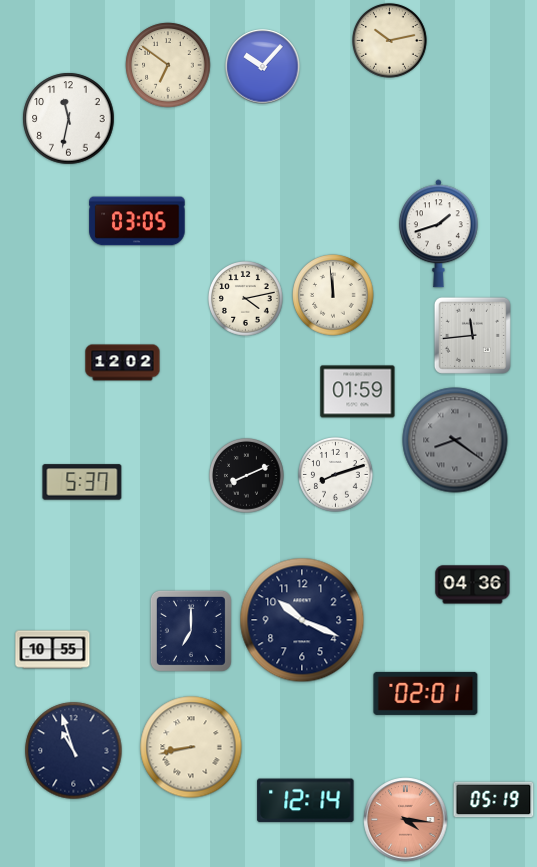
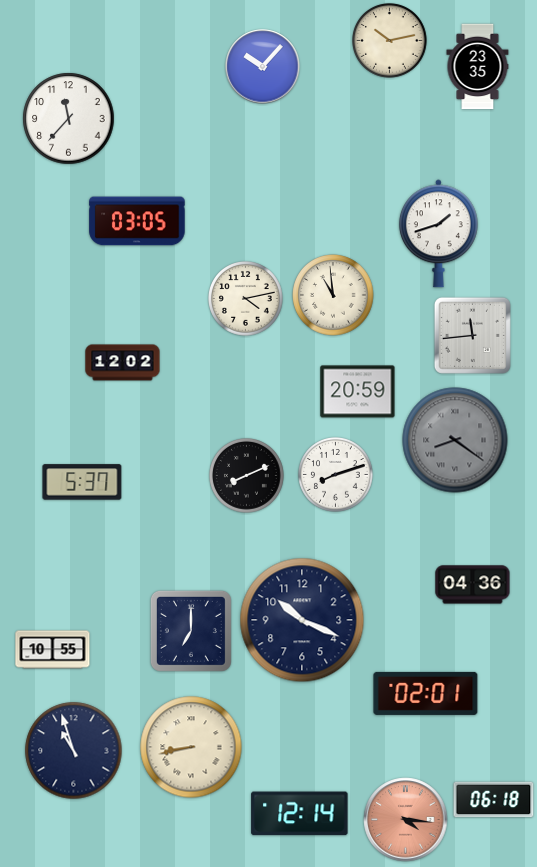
clock at (168, 65): 6:51 -> none
clock at (478, 67): none -> 23:35
clock at (69, 119): 11:32 -> 11:37
clock at (333, 295): 11:59 -> 10:59
clock at (358, 392): 01:59 -> 20:59
clock at (494, 800): 05:19 -> 06:18
clock at (306, 801) position: (306, 801) -> (300, 814)
